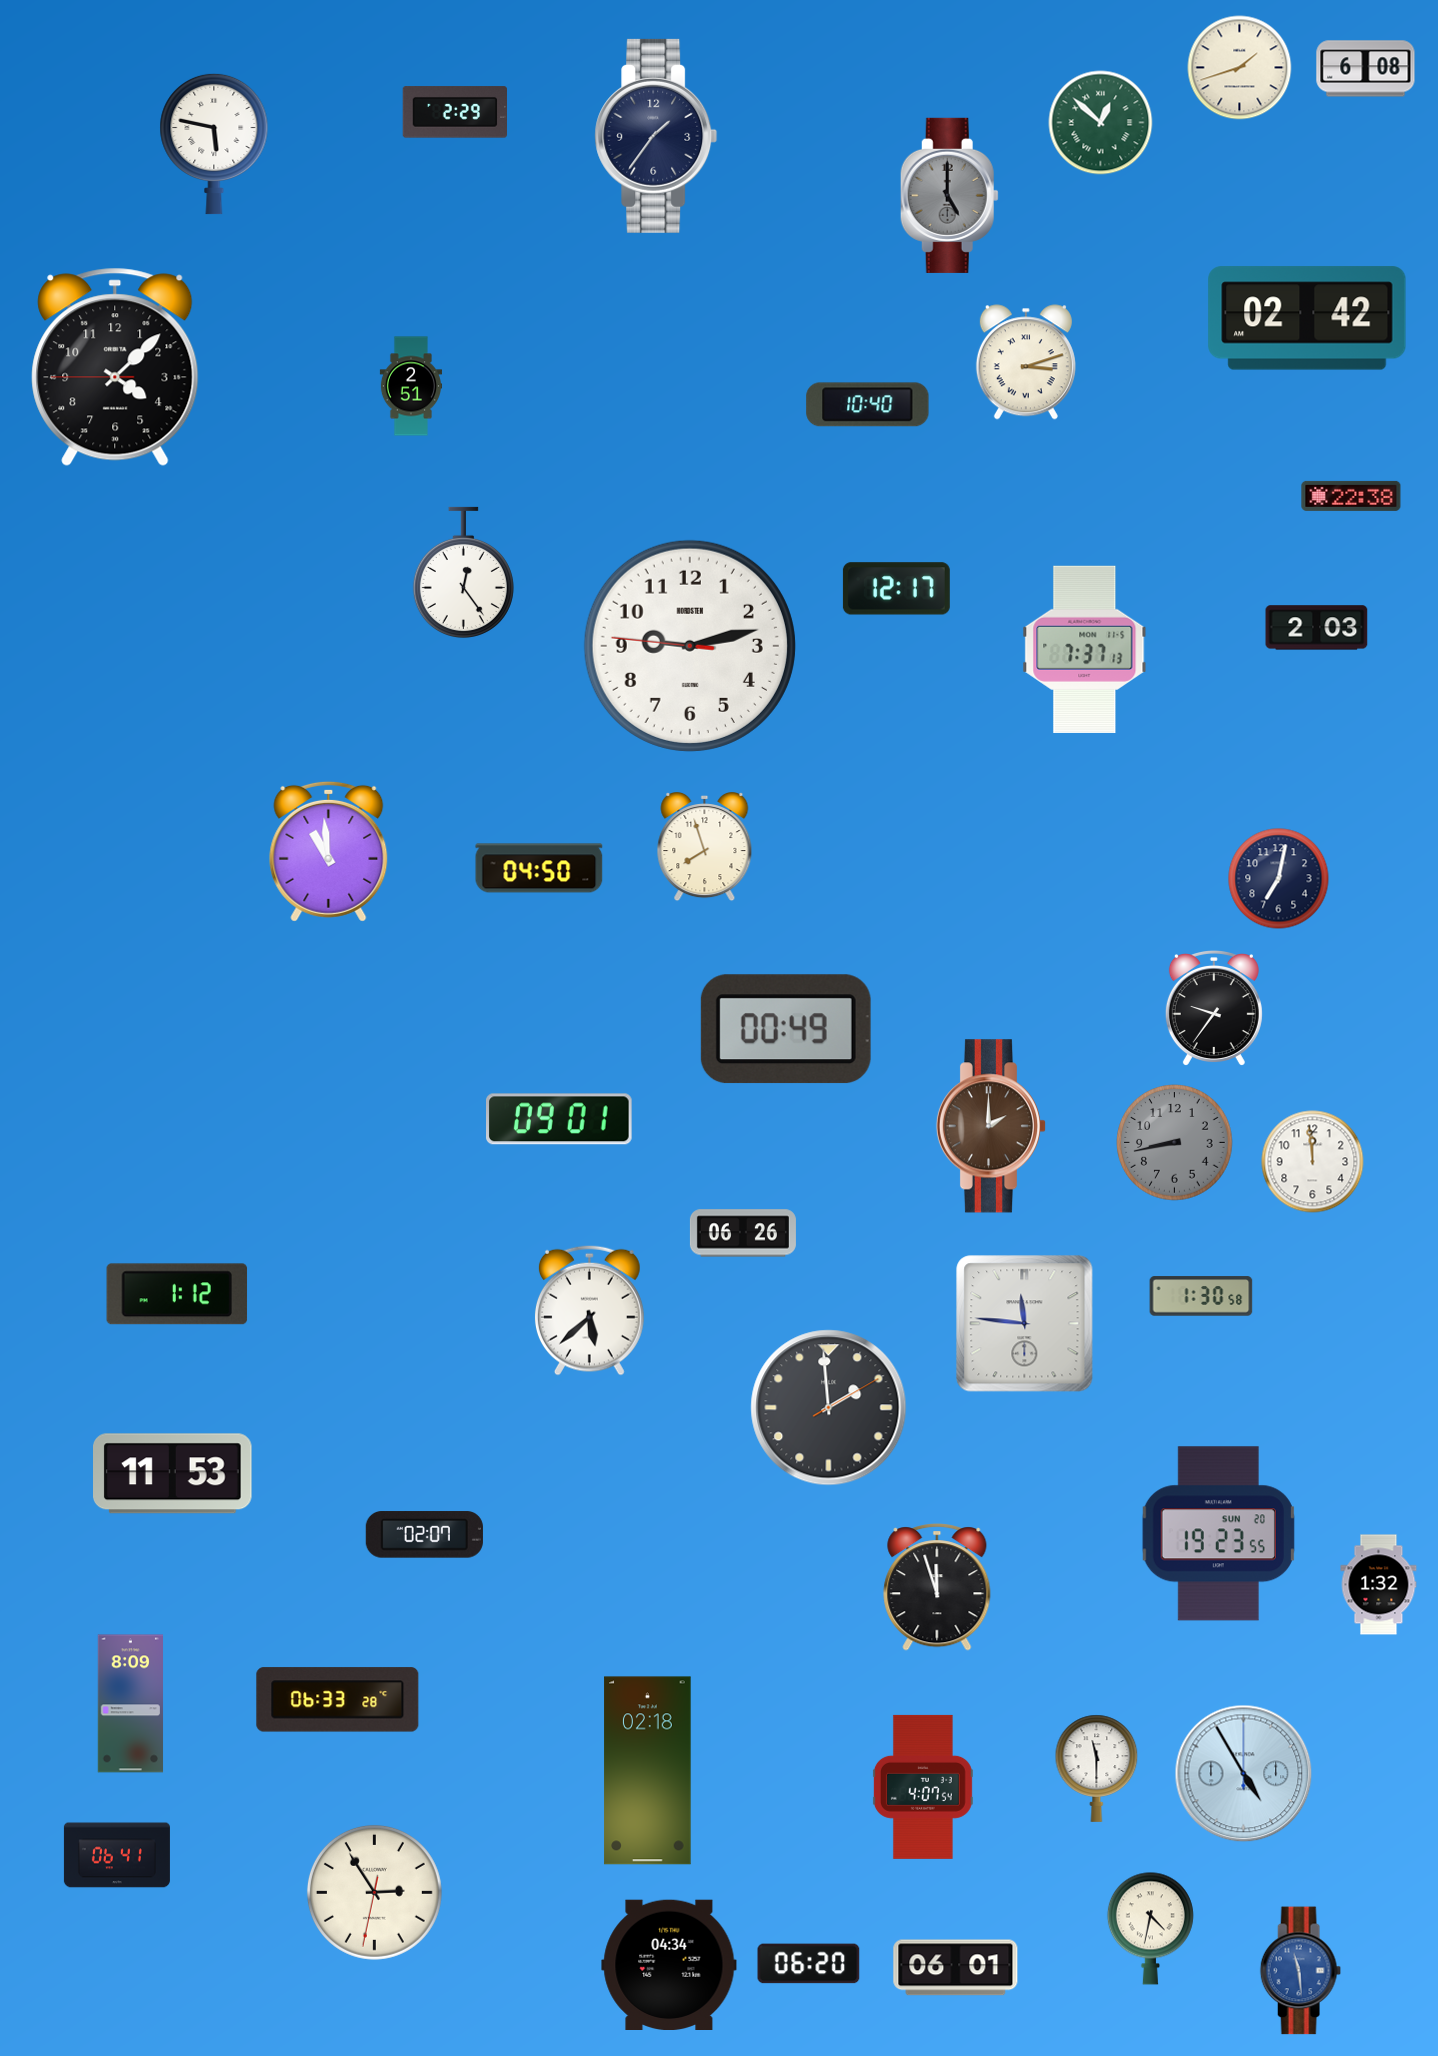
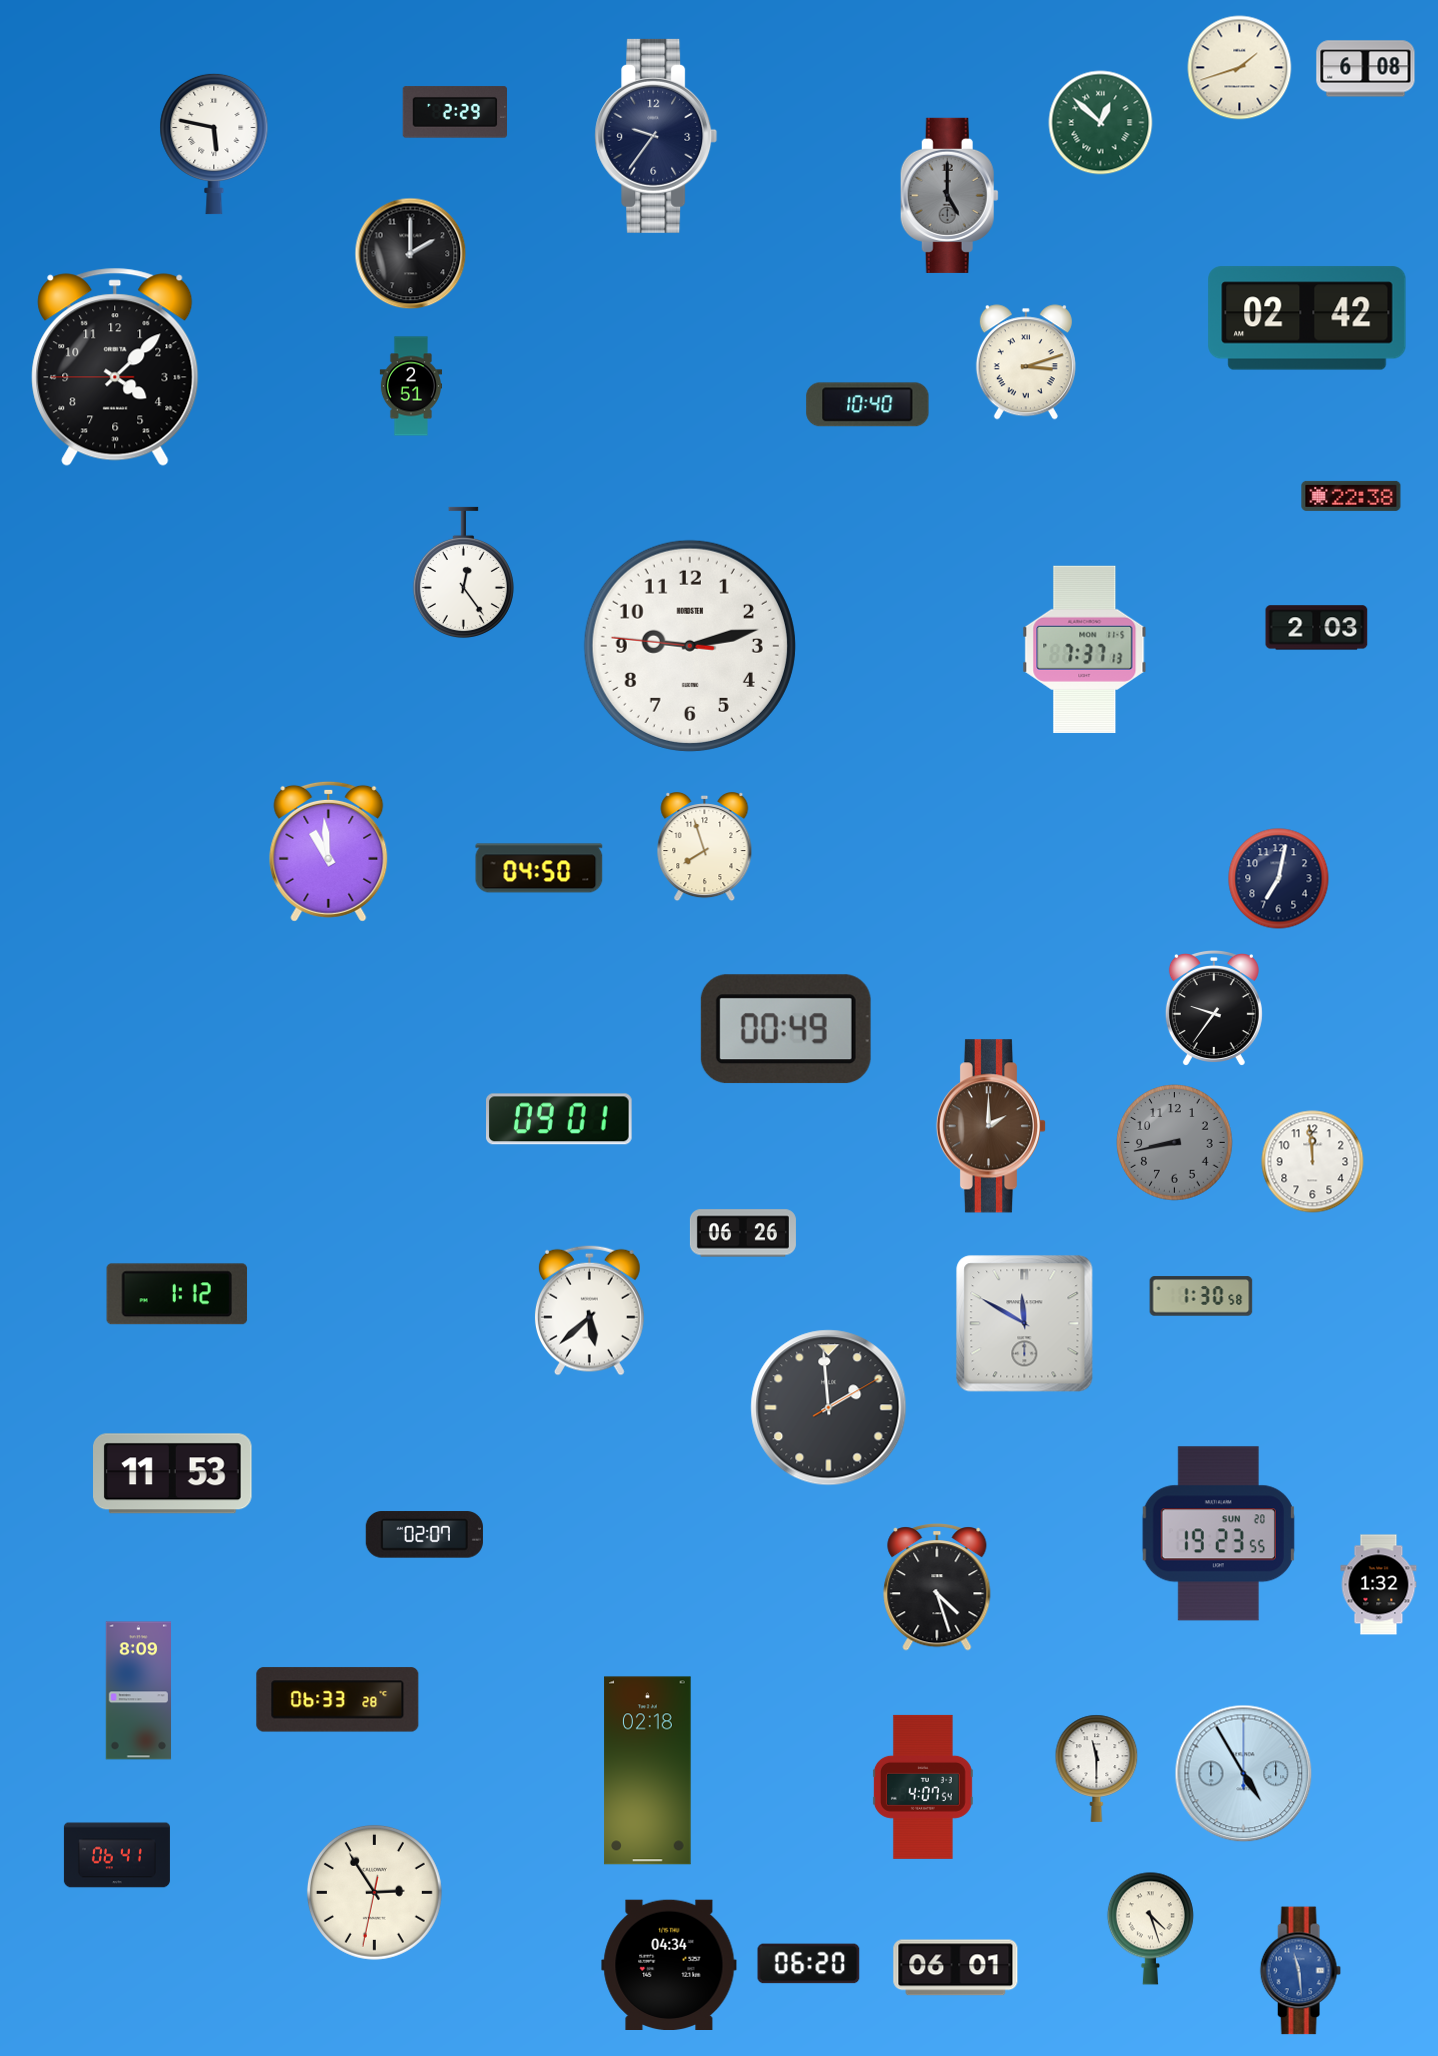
clock at (656, 136): 1:36 -> 9:36
clock at (411, 254): none -> 2:00
clock at (896, 589): 12:17 -> none
clock at (1025, 1324): 11:46 -> 11:50
clock at (937, 1587): 11:57 -> 4:27
clock at (131, 1704) position: (131, 1704) -> (139, 1691)
clock at (1150, 1928): 4:32 -> 4:27
